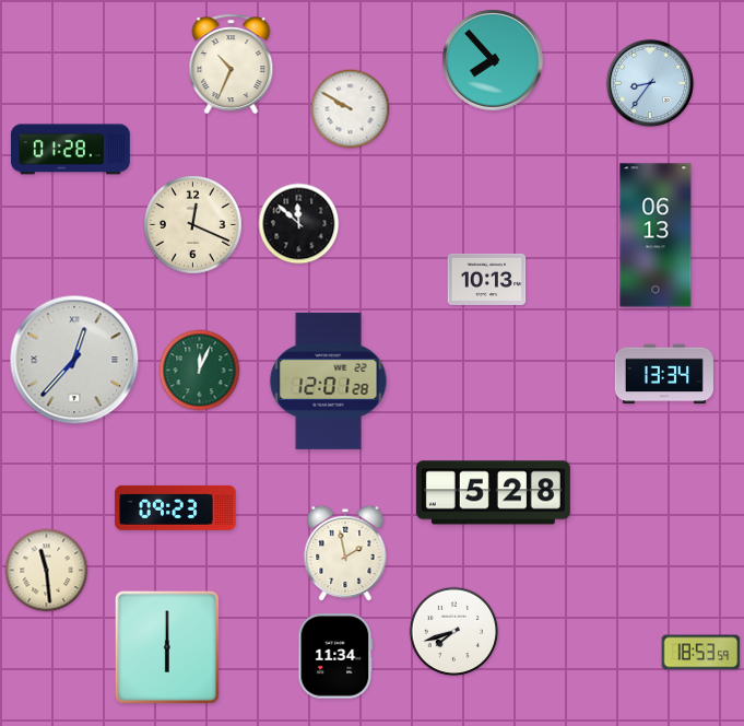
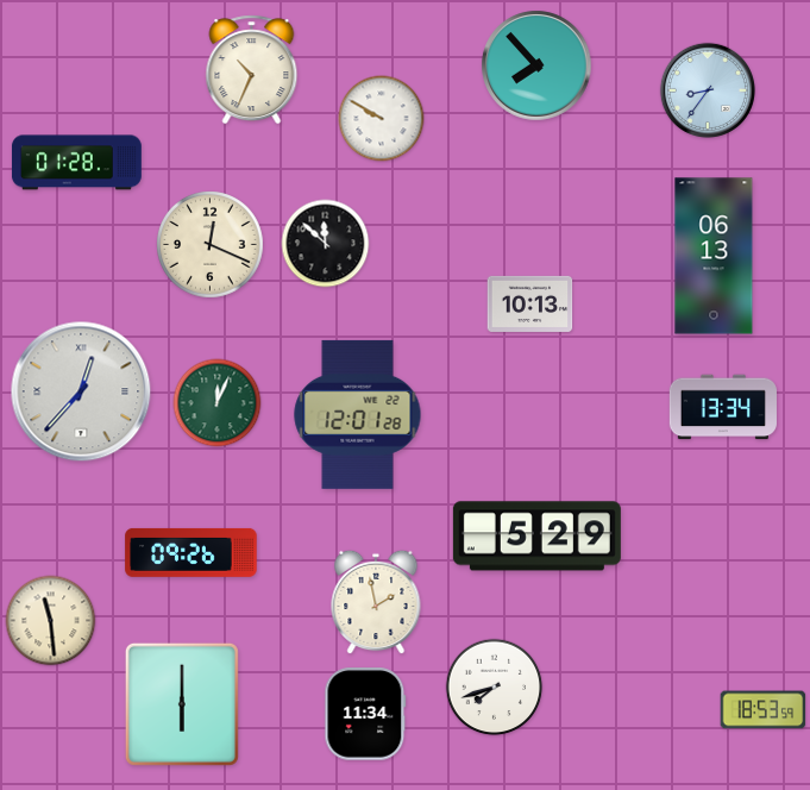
clock at (493, 493): 5:28 -> 5:29
clock at (176, 507): 09:23 -> 09:26
